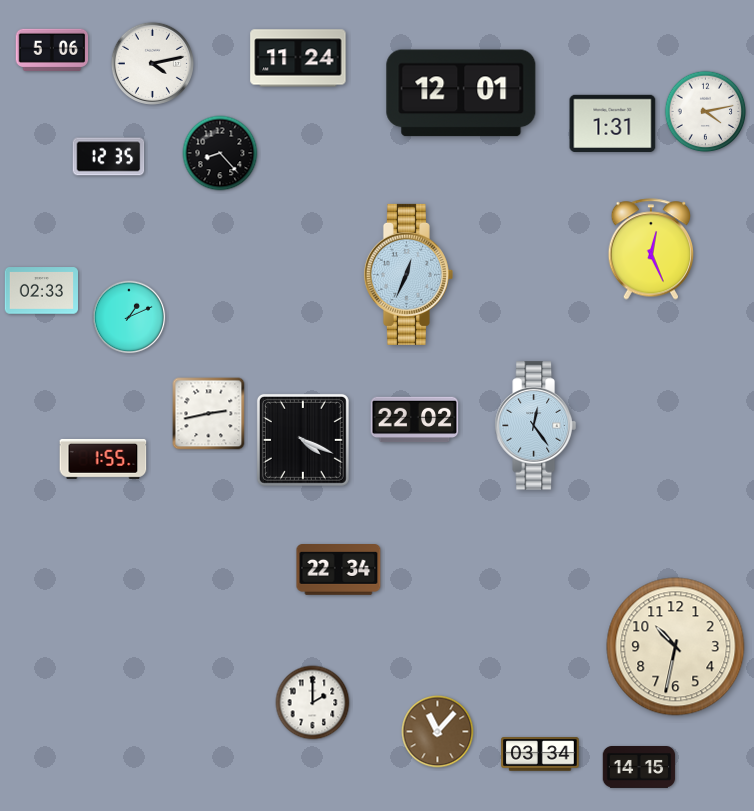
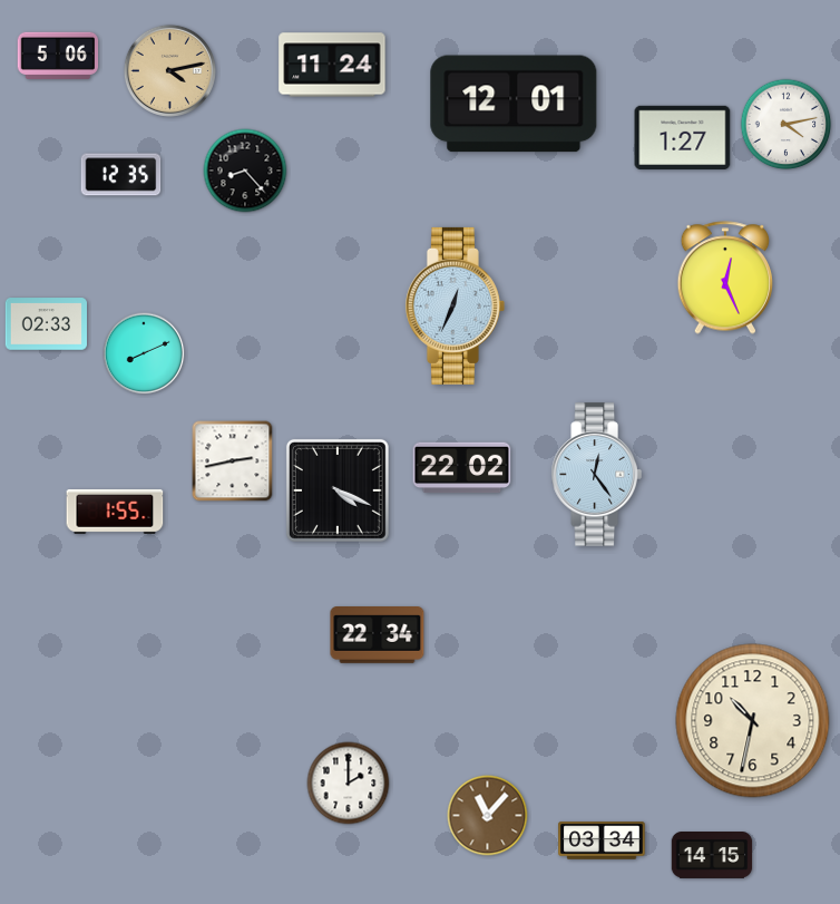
clock at (152, 63) dial: white -> champagne
clock at (613, 123): 1:31 -> 1:27
clock at (129, 317): 1:11 -> 8:11
